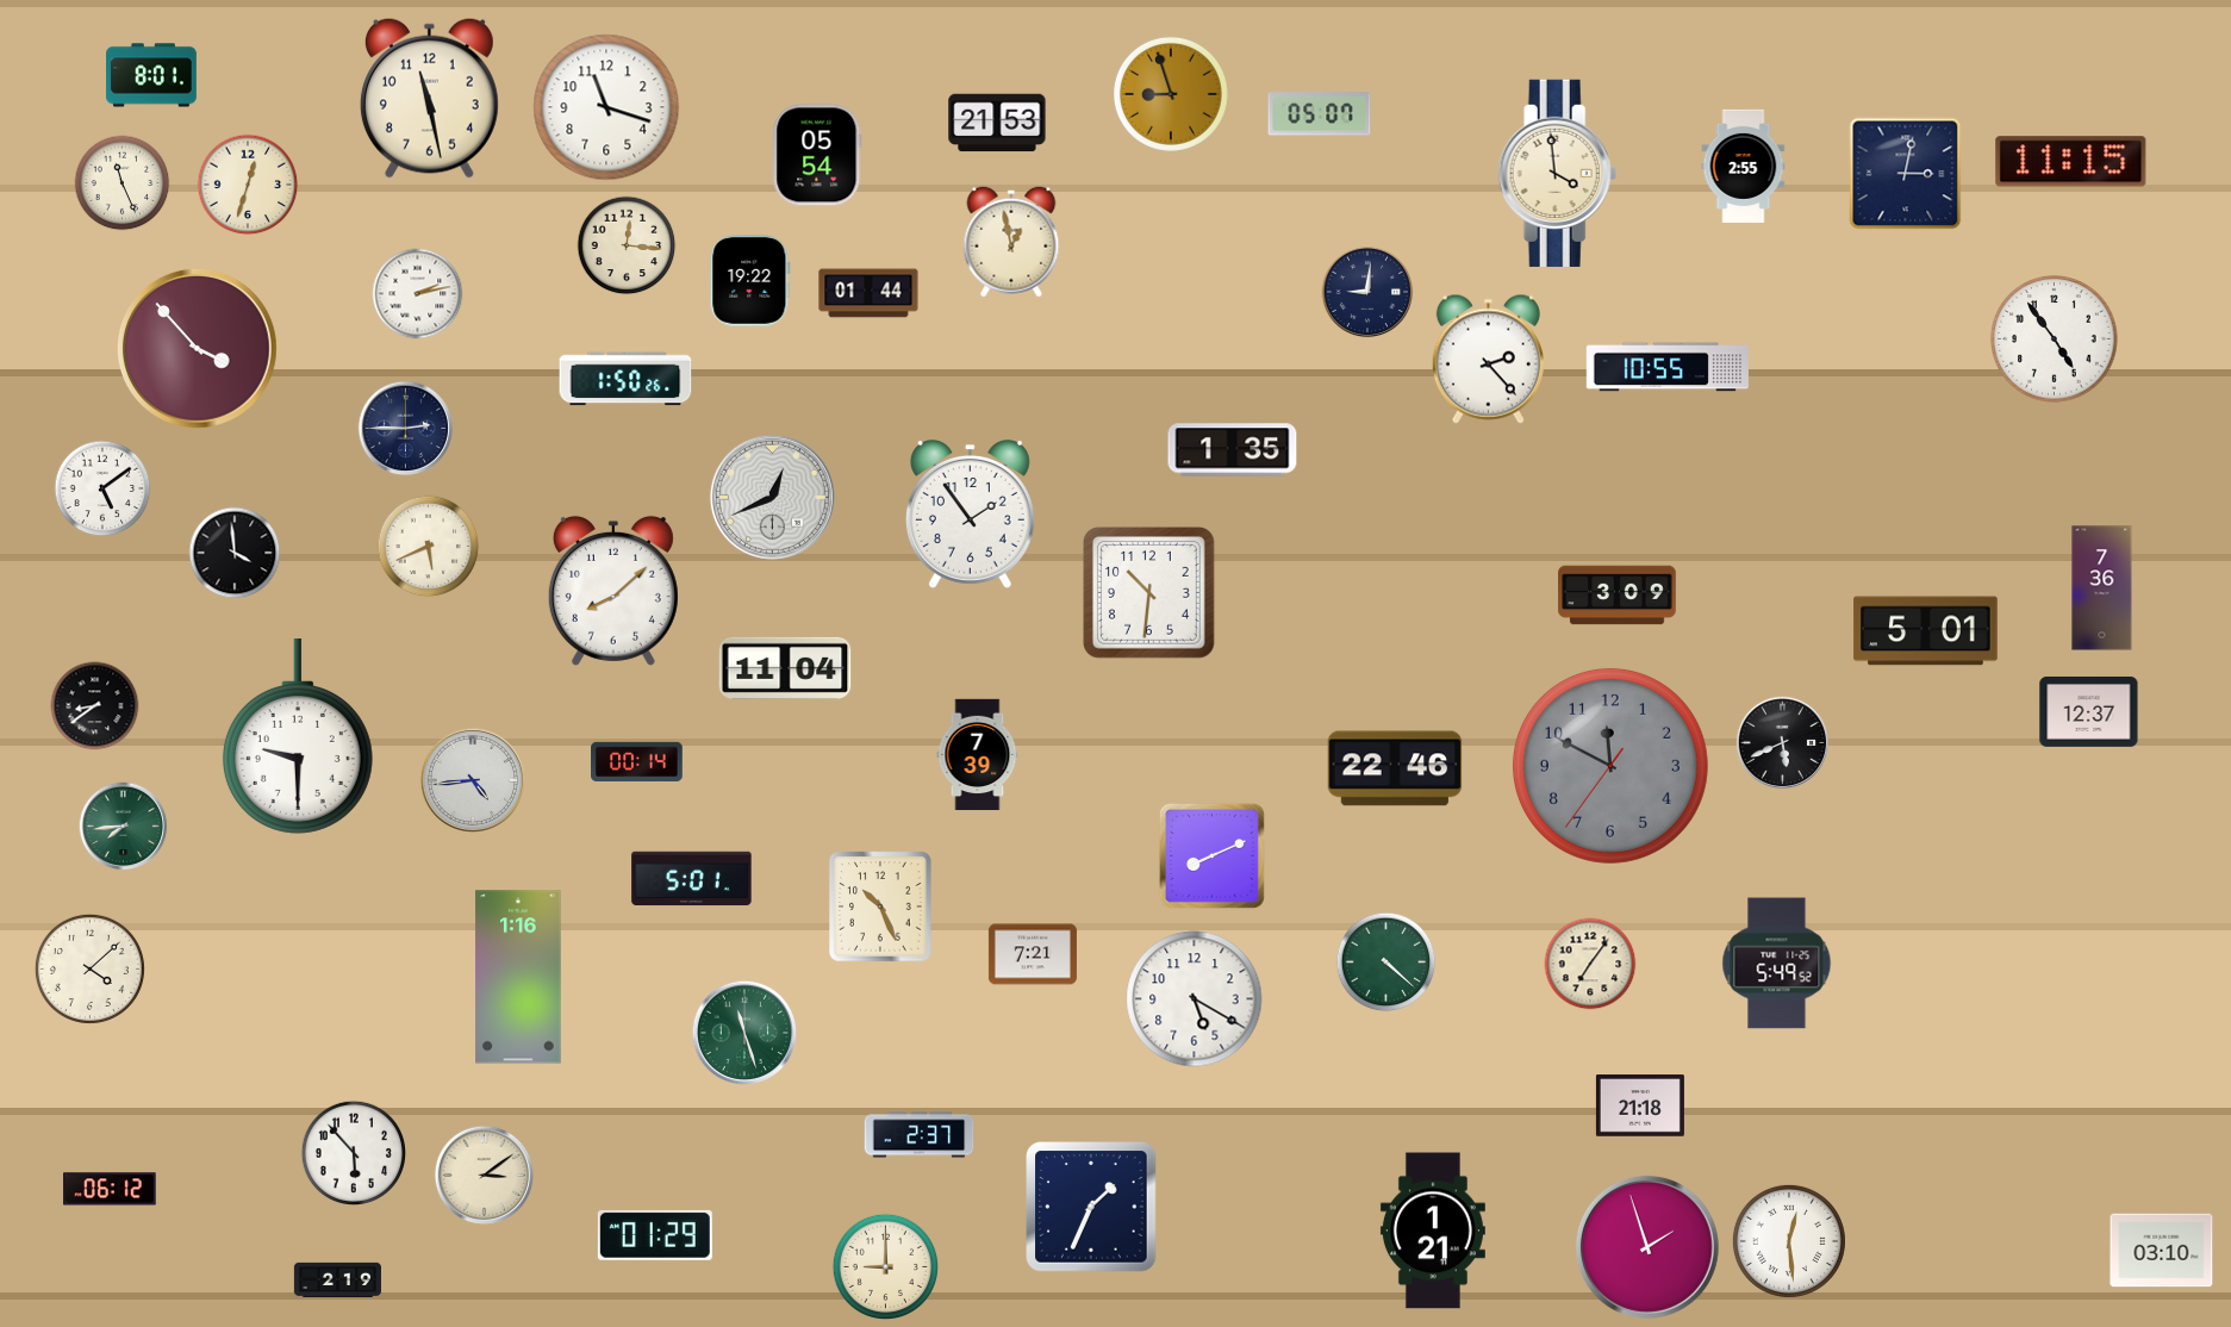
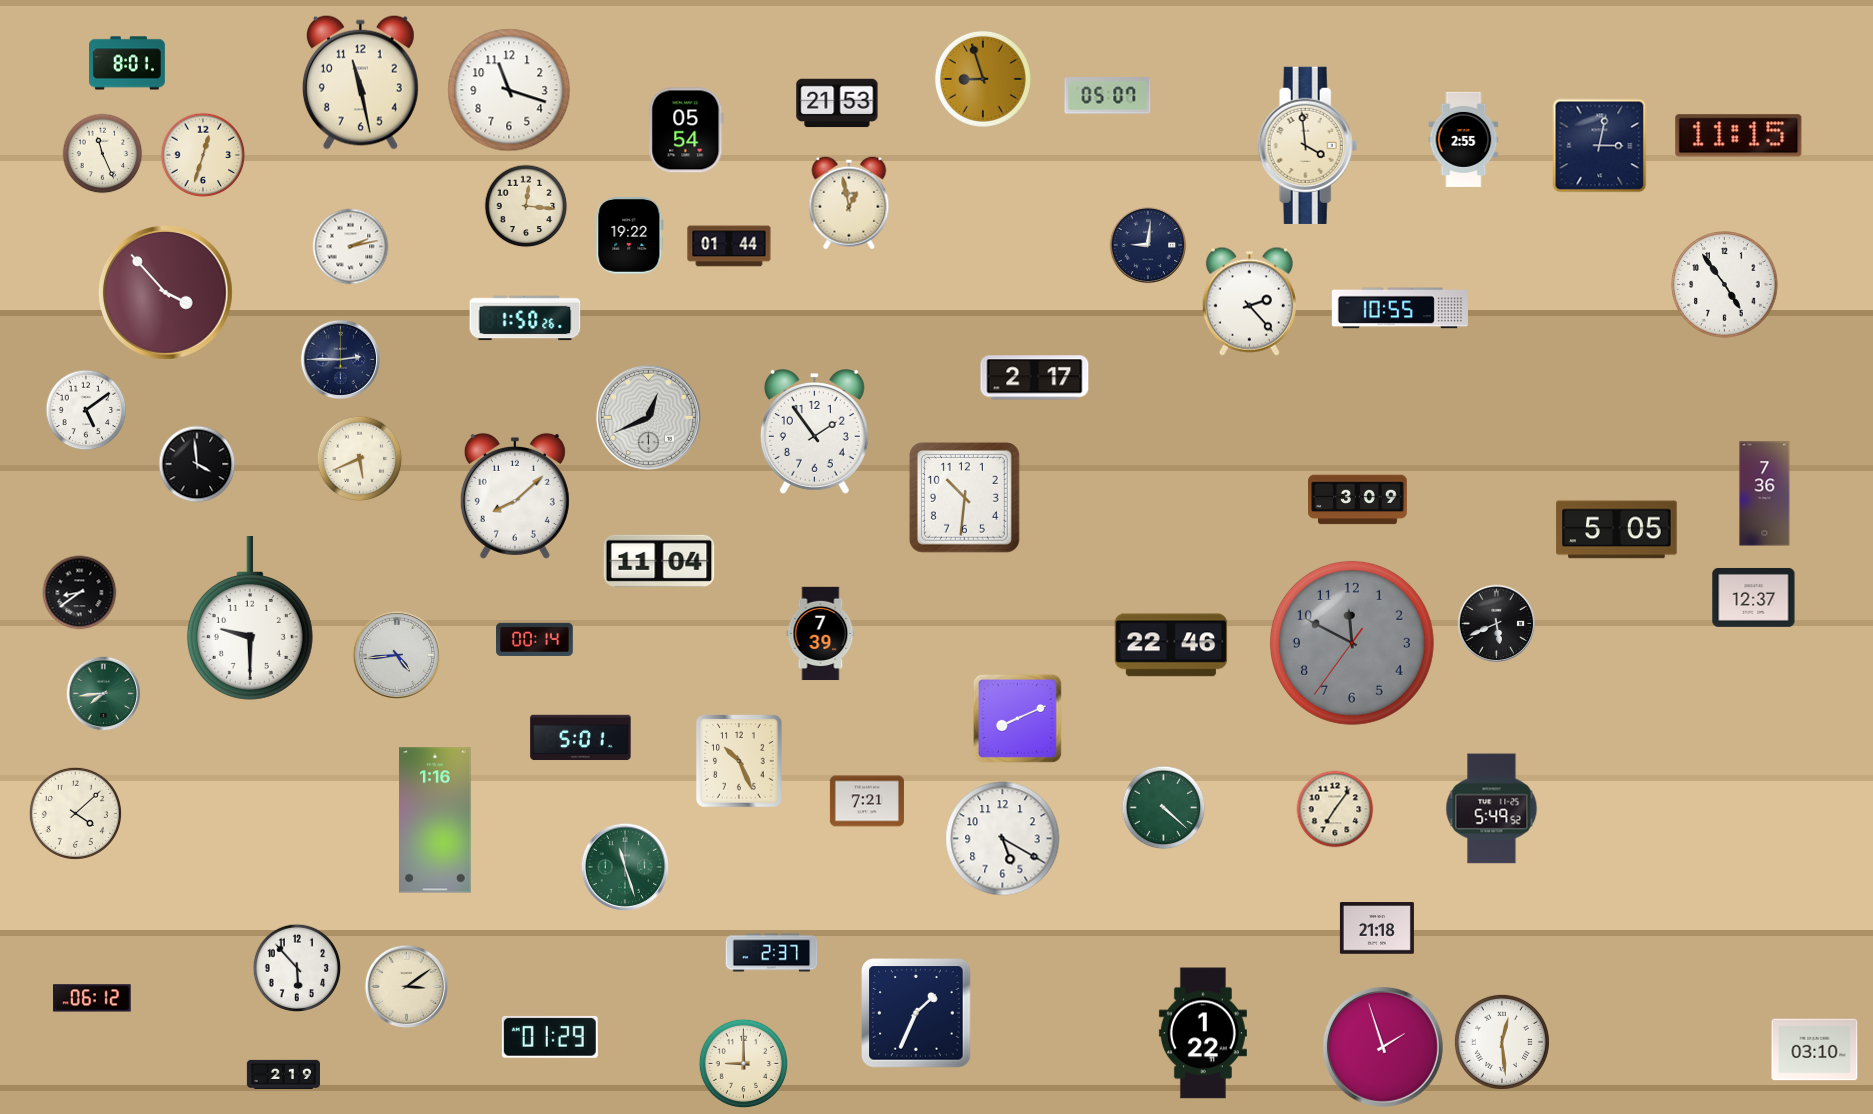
clock at (248, 185) position: (248, 185) -> (203, 155)
clock at (1233, 450): 1:35 -> 2:17
clock at (1926, 631): 5:01 -> 5:05
clock at (1433, 1231): 1:21 -> 1:22
